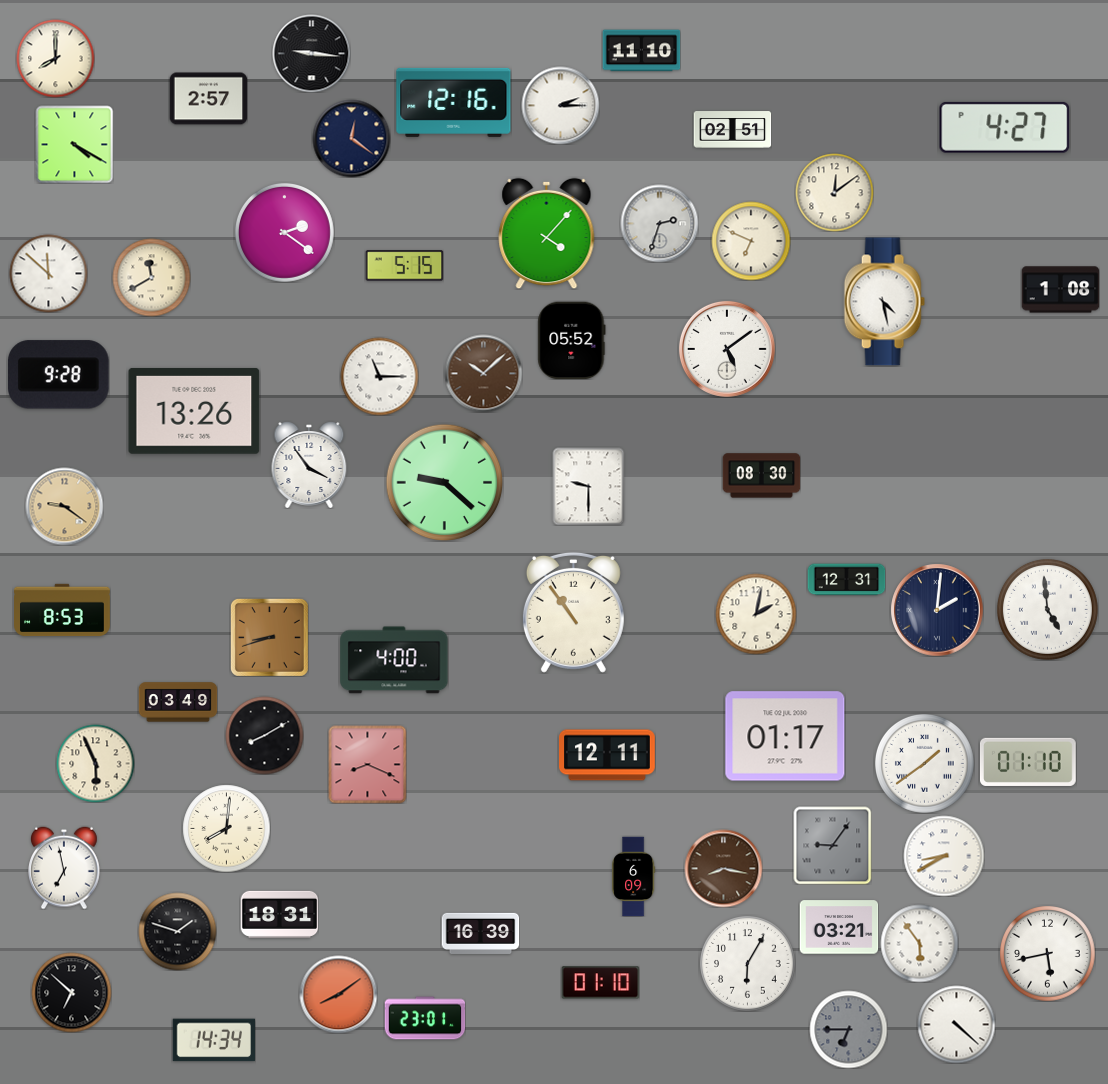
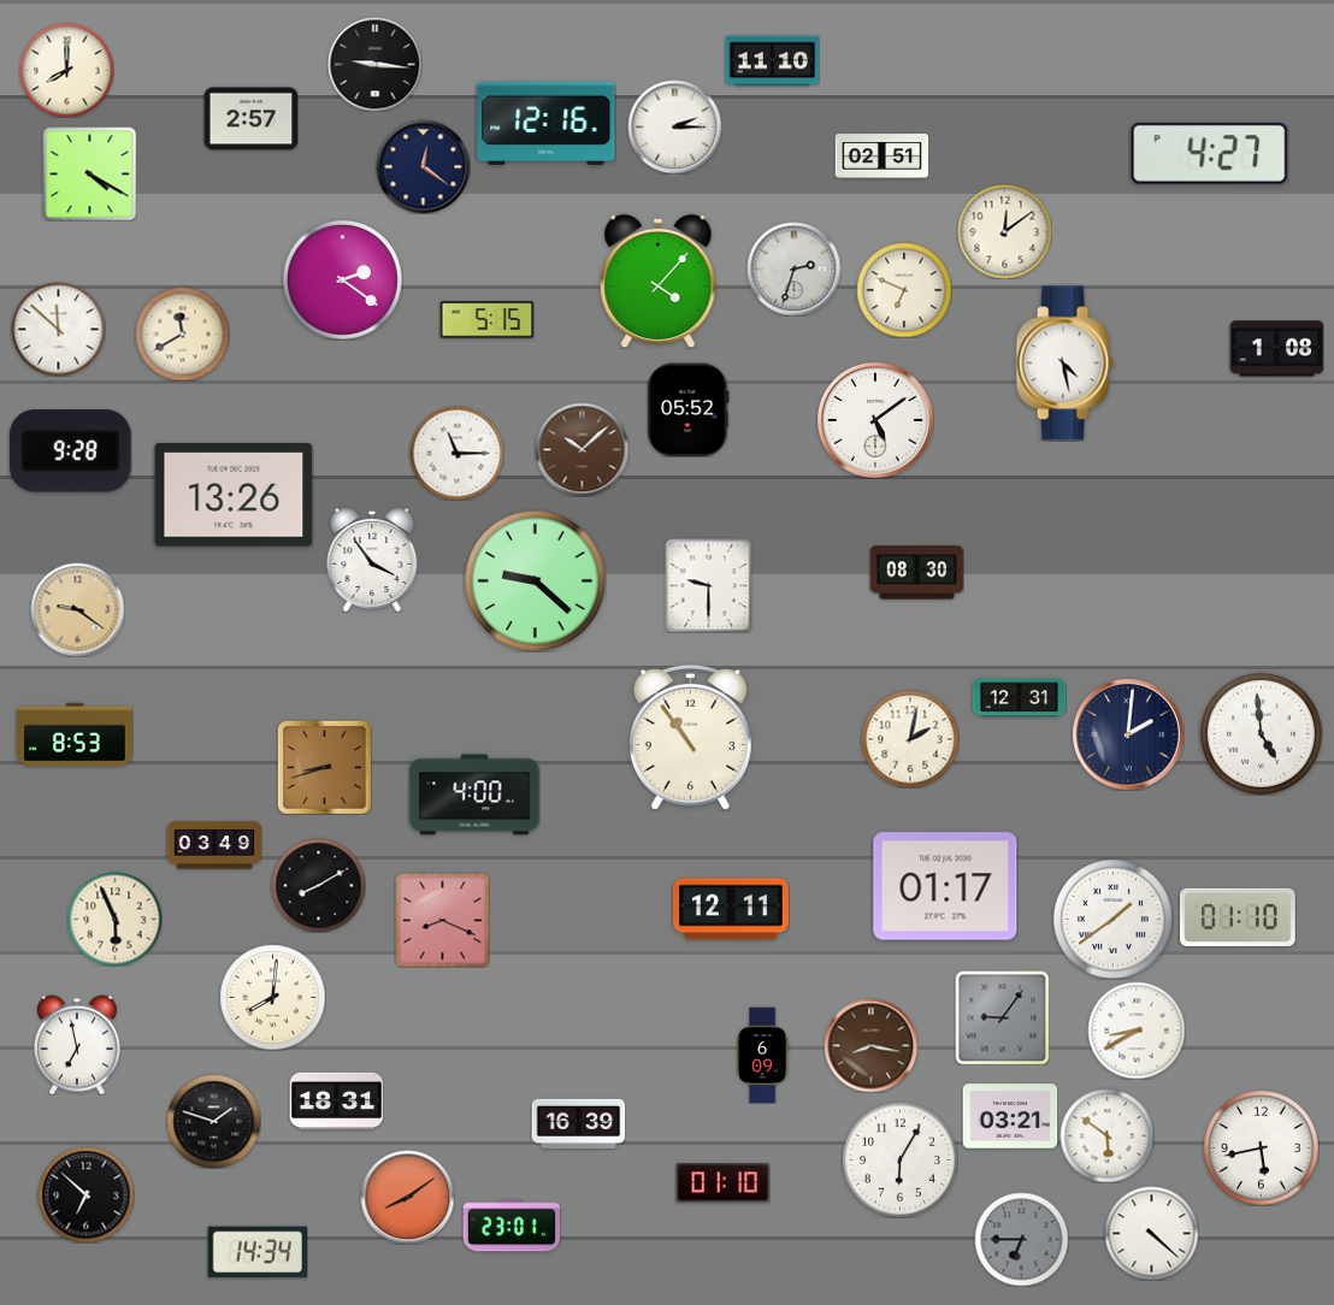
clock at (919, 943): 5:54 -> 5:51
